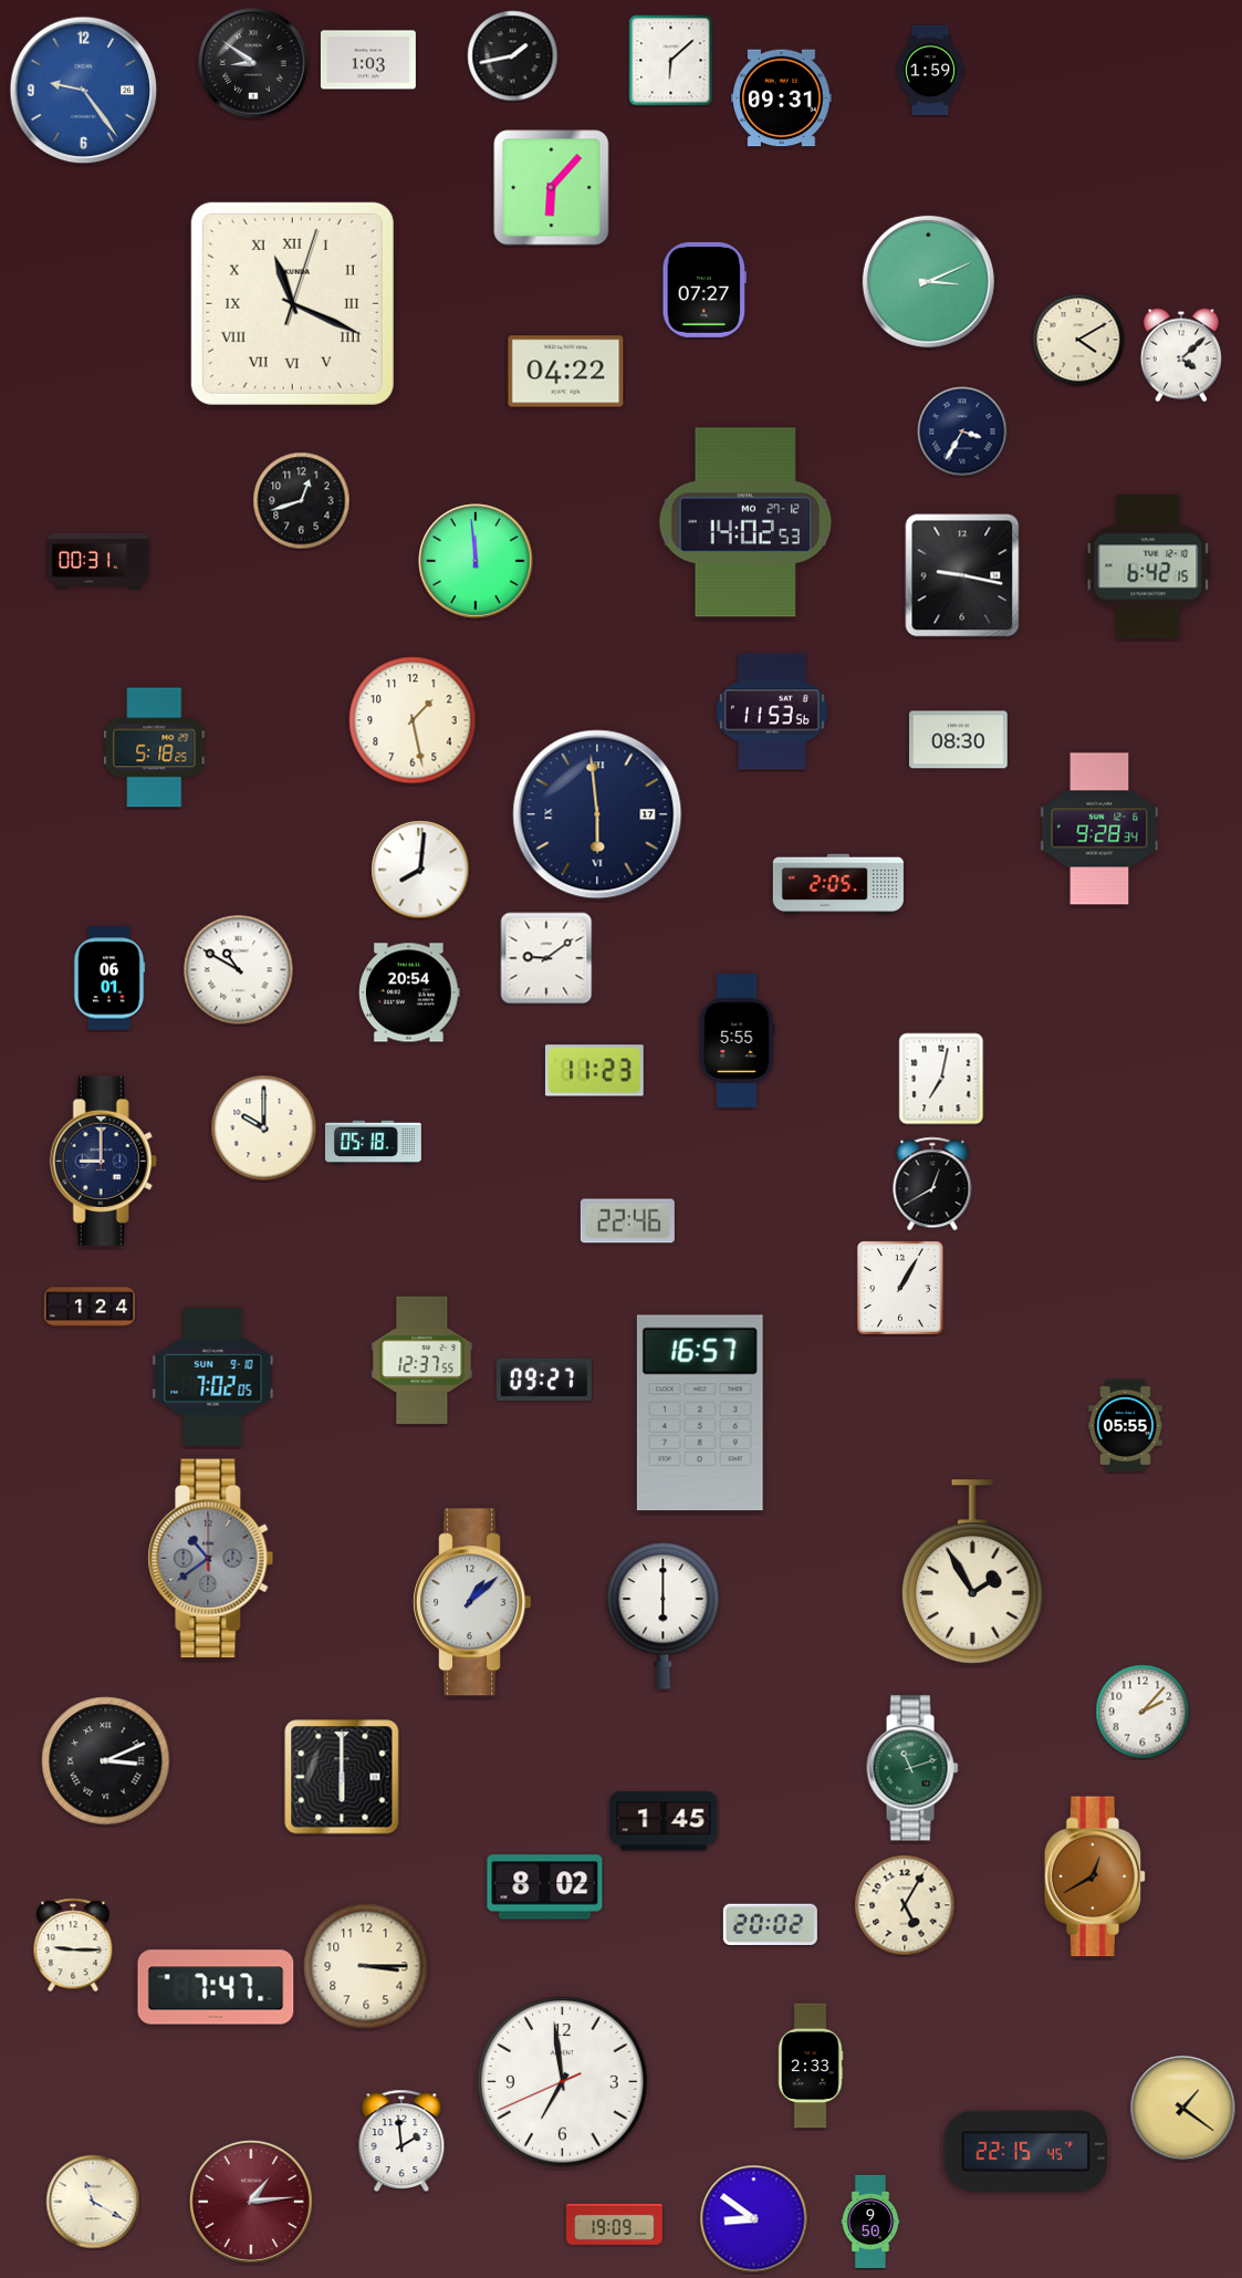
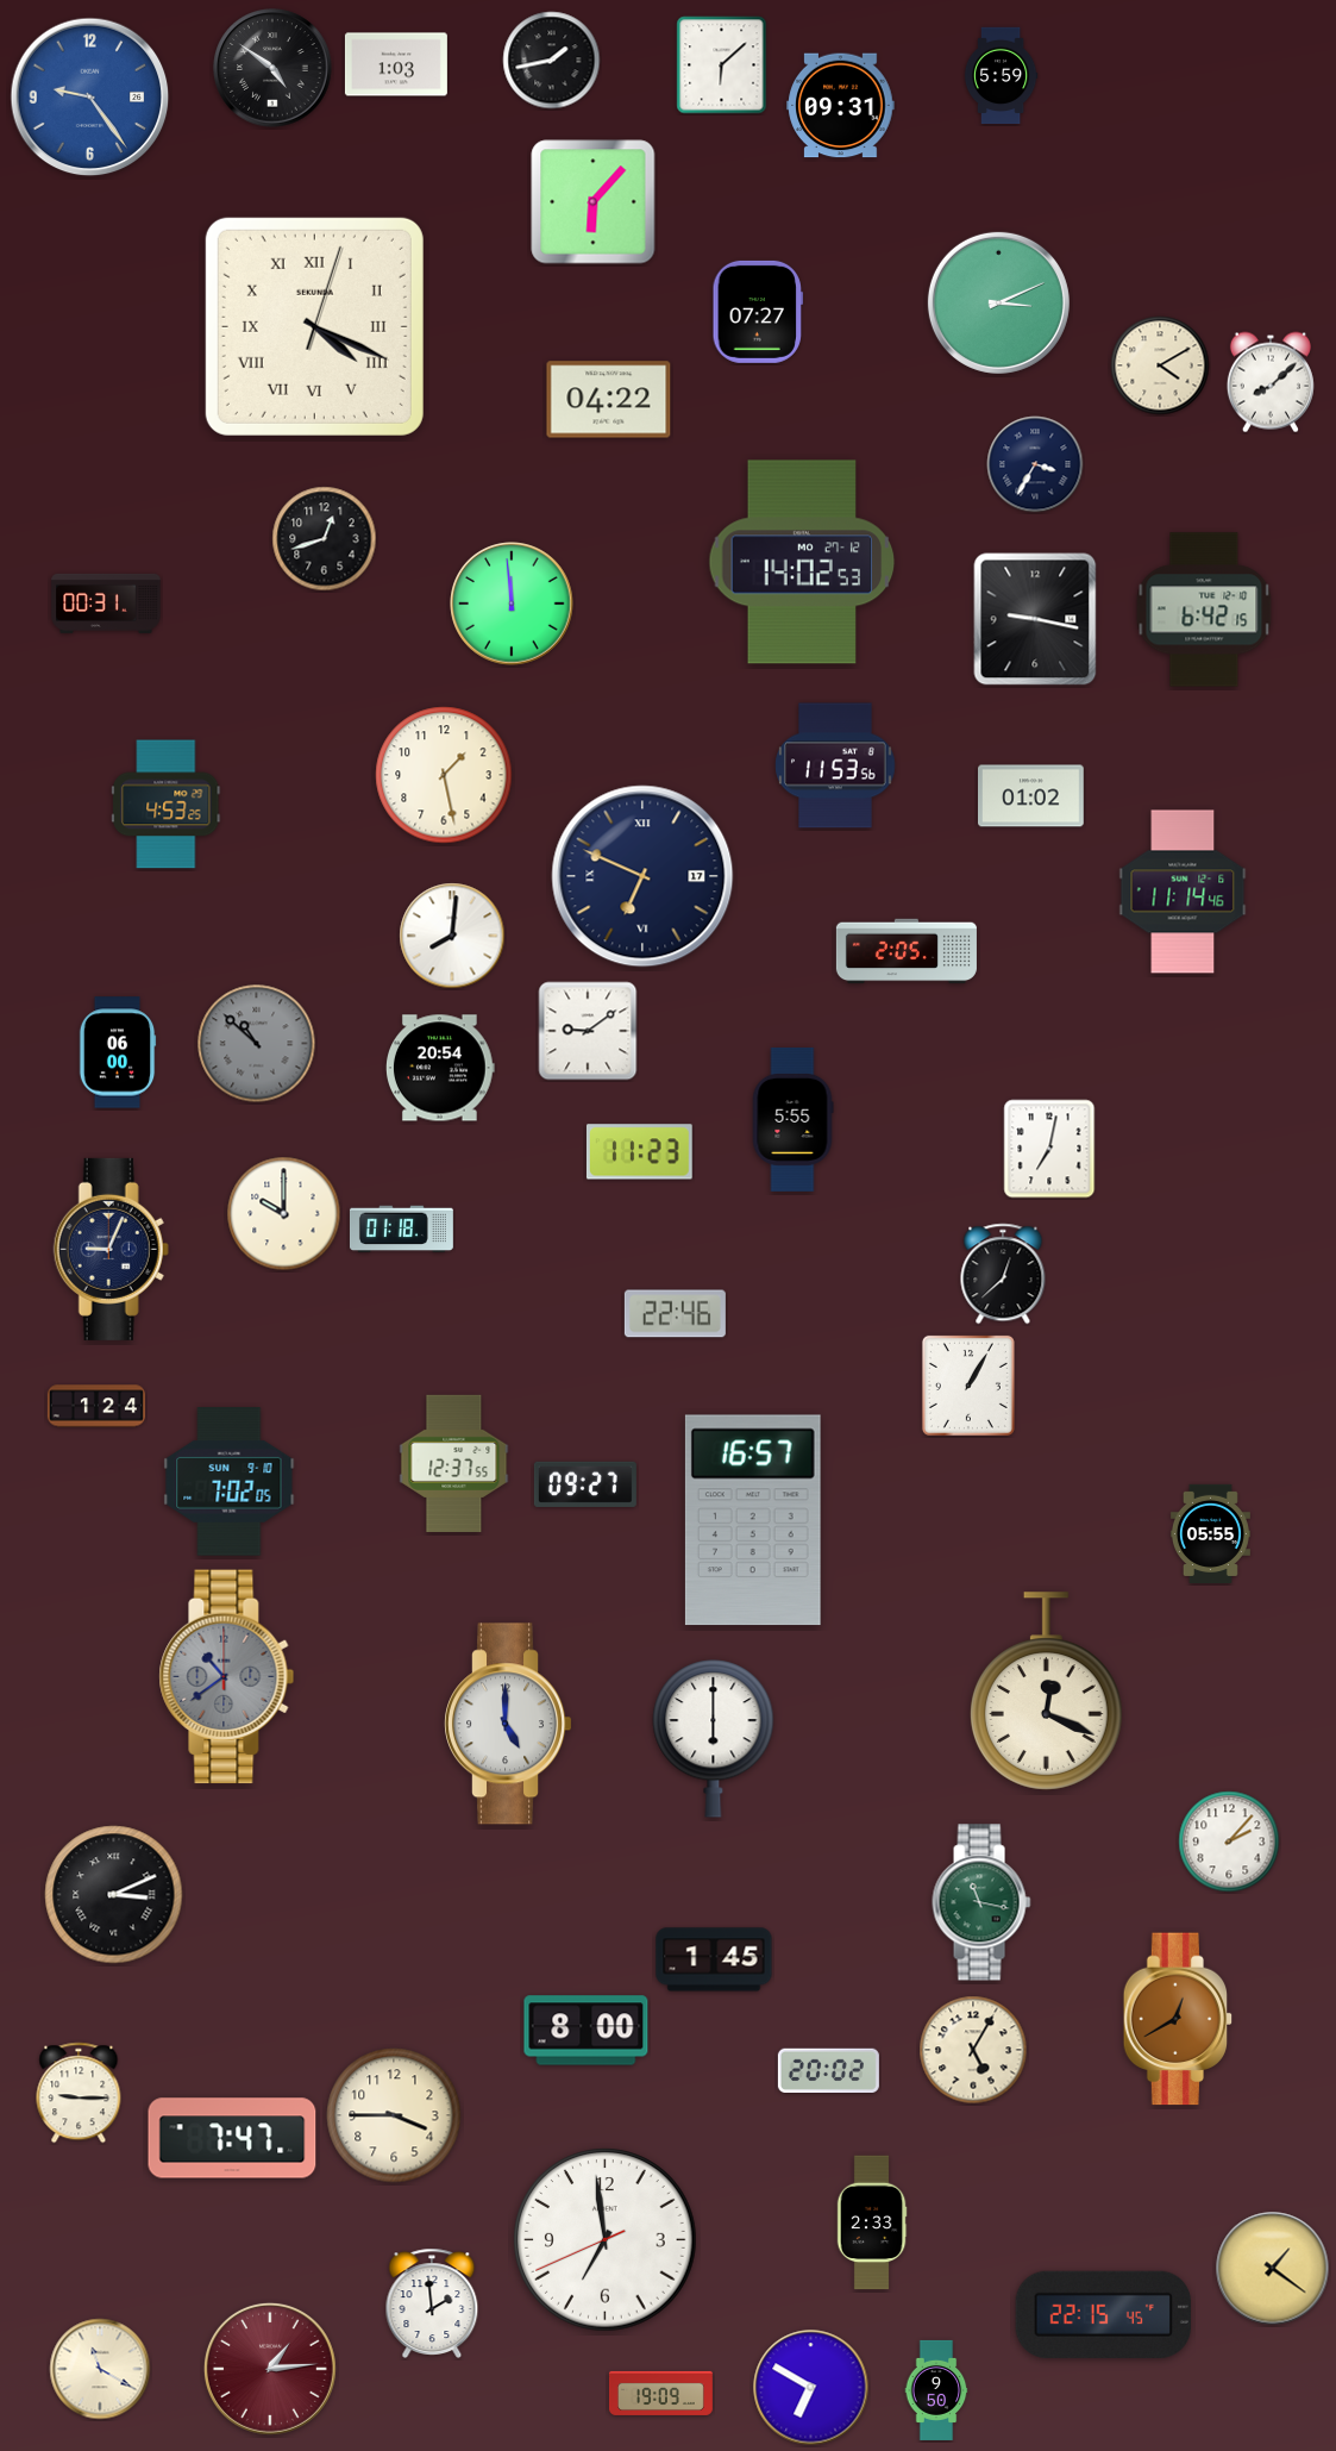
clock at (253, 63): 8:51 -> 4:51
clock at (930, 71): 1:59 -> 5:59
clock at (292, 303): 11:19 -> 4:19
clock at (1181, 355): 4:08 -> 8:08
clock at (1148, 566) position: (1148, 566) -> (1204, 609)
clock at (772, 711) position: (772, 711) -> (835, 765)
clock at (959, 740): 08:30 -> 01:02
clock at (155, 748): 5:18 -> 4:53
clock at (597, 814): 5:59 -> 6:49
clock at (1099, 829): 9:28 -> 11:14
clock at (838, 884) position: (838, 884) -> (907, 951)
clock at (239, 970): 10:50 -> 10:52
clock at (239, 970) dial: white -> grey
clock at (109, 978): 06:01 -> 06:00
clock at (941, 1079) position: (941, 1079) -> (1049, 1149)
clock at (373, 1143): 05:18 -> 01:18
clock at (103, 1161): 9:00 -> 9:04
clock at (932, 1184): 12:40 -> 12:38
clock at (973, 1572): 1:55 -> 12:19
clock at (473, 1602): 1:08 -> 5:00
clock at (912, 1768): 11:12 -> 11:17
clock at (342, 1777): 6:00 -> none
clock at (545, 1887): 8:02 -> 8:00
clock at (366, 1966): 3:15 -> 3:45
clock at (754, 2219): 8:51 -> 6:50
